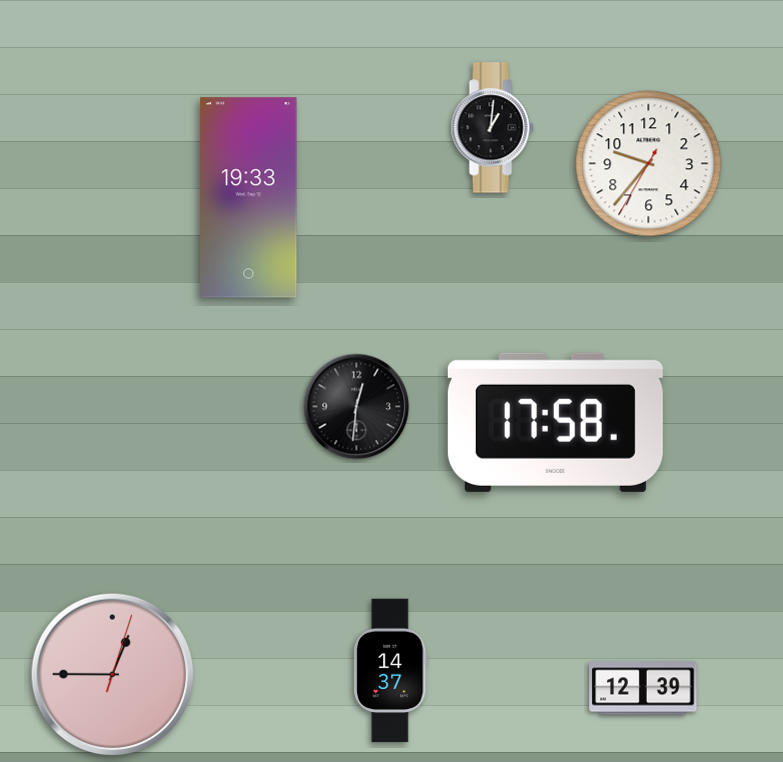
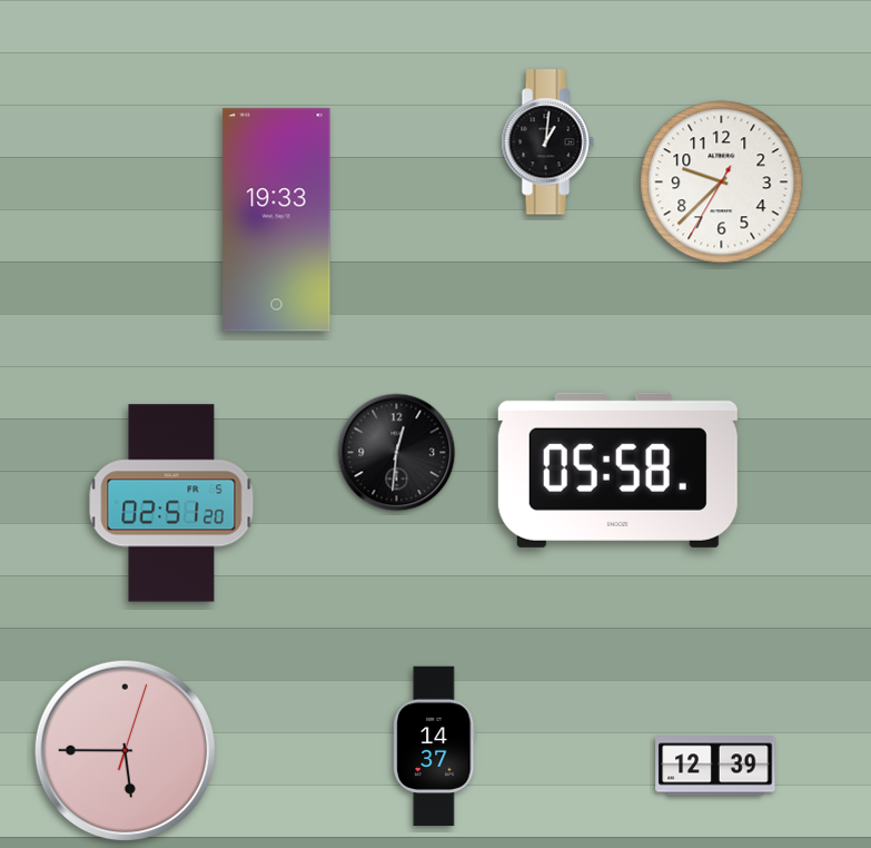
clock at (649, 164): 9:36 -> 9:37
clock at (555, 422): 17:58 -> 05:58
clock at (171, 503): none -> 02:51
clock at (113, 675): 12:45 -> 5:45
